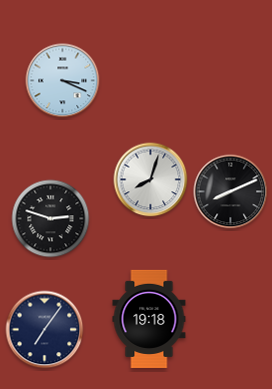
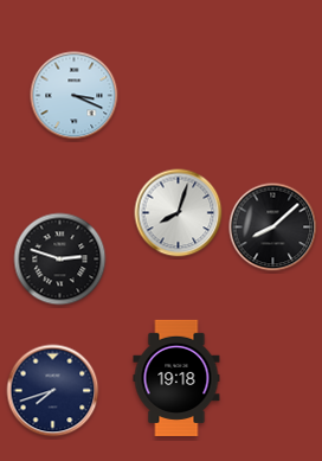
clock at (231, 192): 8:11 -> 8:08
clock at (45, 330): 7:06 -> 7:42
